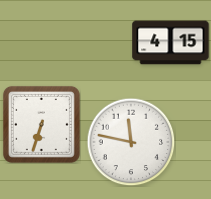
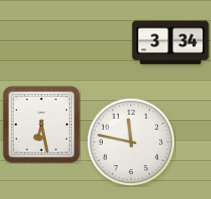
clock at (171, 43): 4:15 -> 3:34
clock at (41, 124): 6:33 -> 6:28
